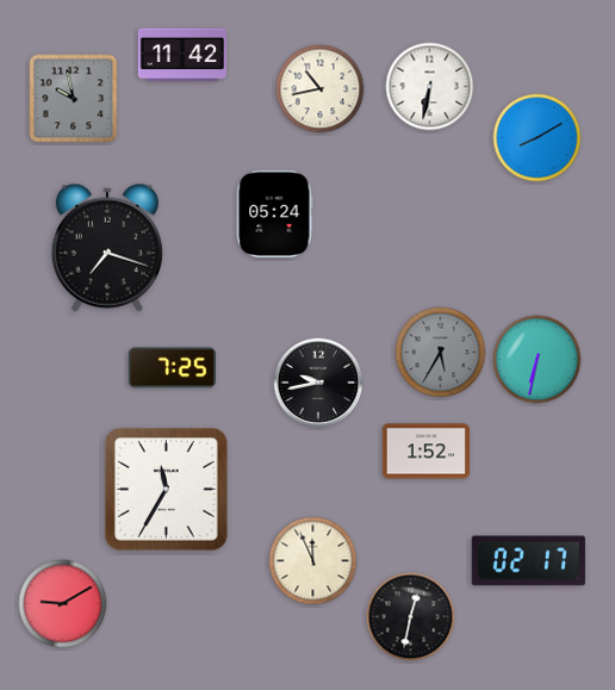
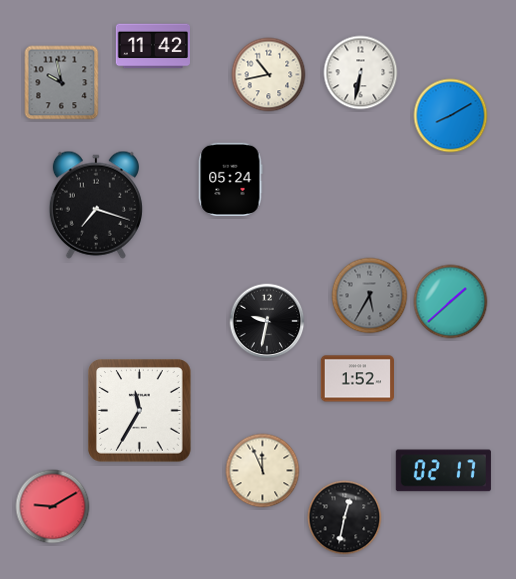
clock at (107, 248) position: (107, 248) -> (96, 205)
clock at (538, 360): 6:32 -> 1:38
clock at (172, 368): 7:25 -> none
clock at (318, 383): 9:43 -> 9:32
